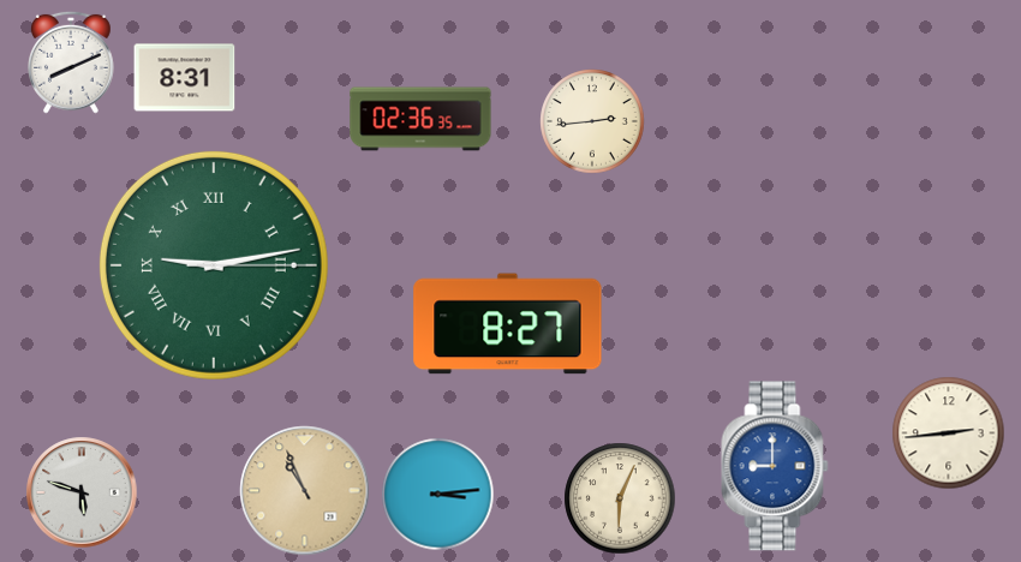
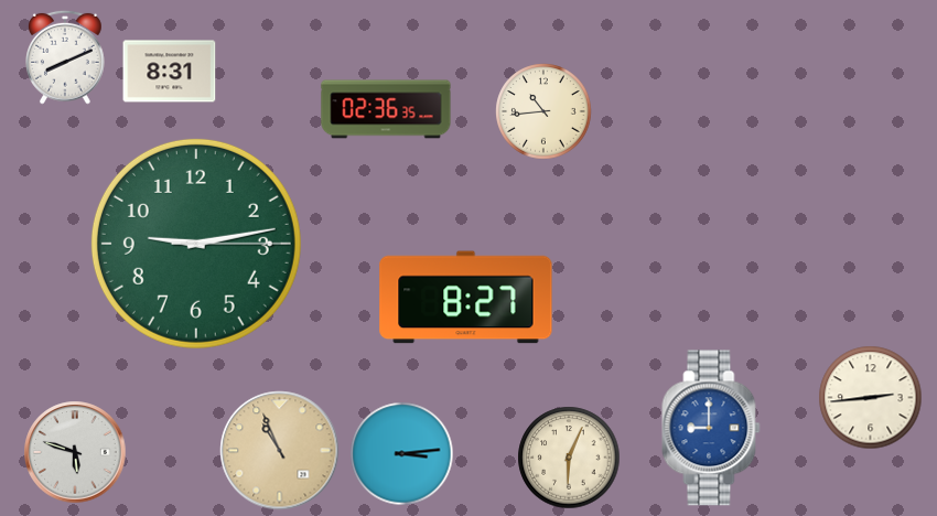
clock at (592, 121): 2:44 -> 10:44
clock at (214, 265) numerals: Roman -> Arabic
